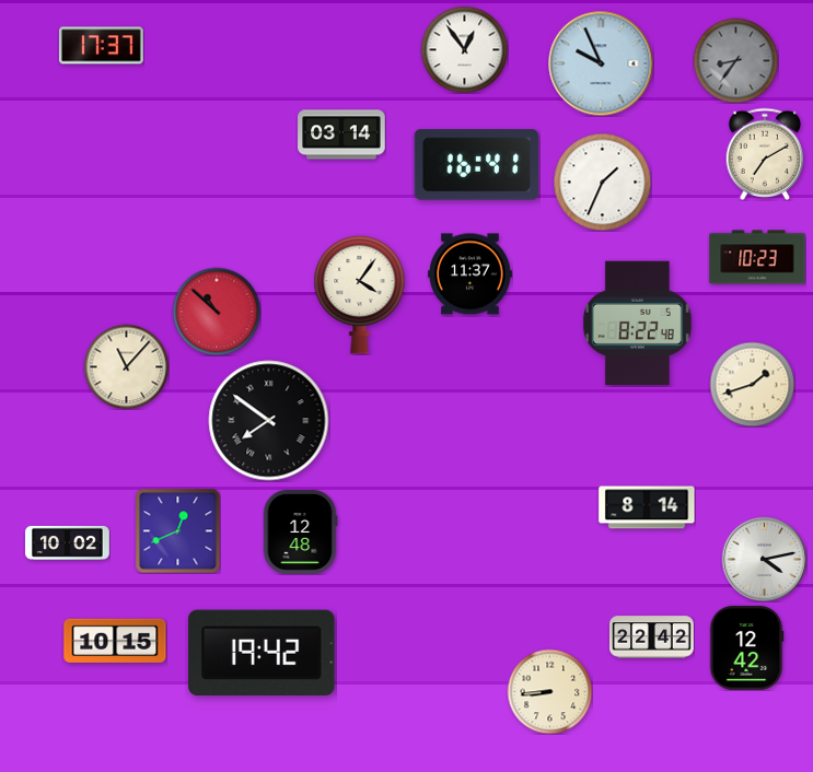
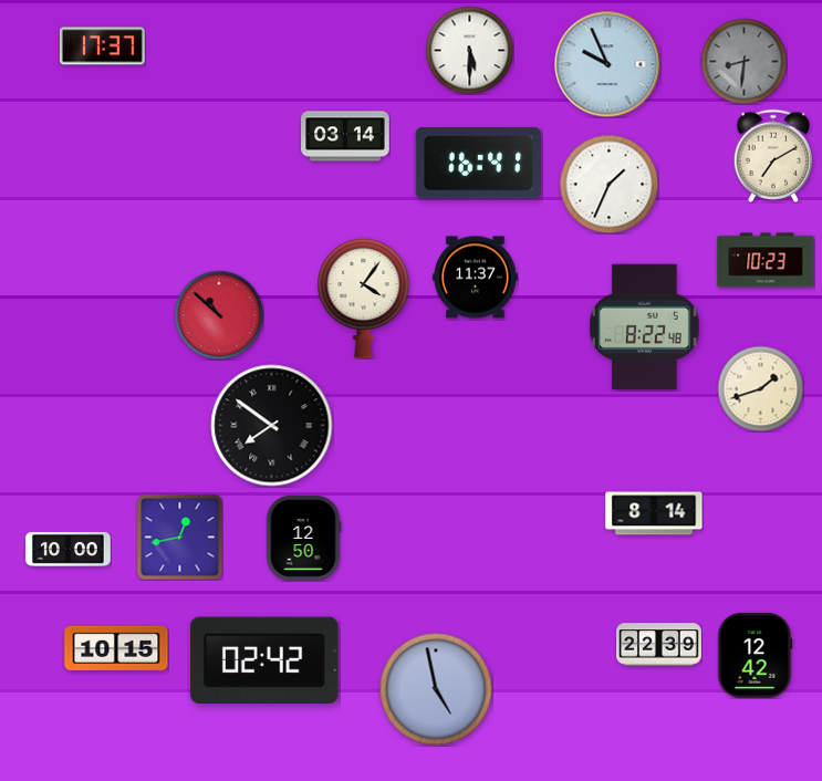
clock at (464, 49): 12:54 -> 5:30
clock at (735, 60): 8:36 -> 8:31
clock at (477, 165) position: (477, 165) -> (479, 164)
clock at (126, 366): 11:07 -> none
clock at (177, 530): 12:41 -> 12:43
clock at (300, 533): 12:48 -> 12:50
clock at (68, 542): 10:02 -> 10:00
clock at (764, 559): 4:13 -> none
clock at (652, 638): 22:42 -> 22:39
clock at (262, 652): 19:42 -> 02:42
clock at (436, 689): none -> 4:58
clock at (549, 691): 8:44 -> none
